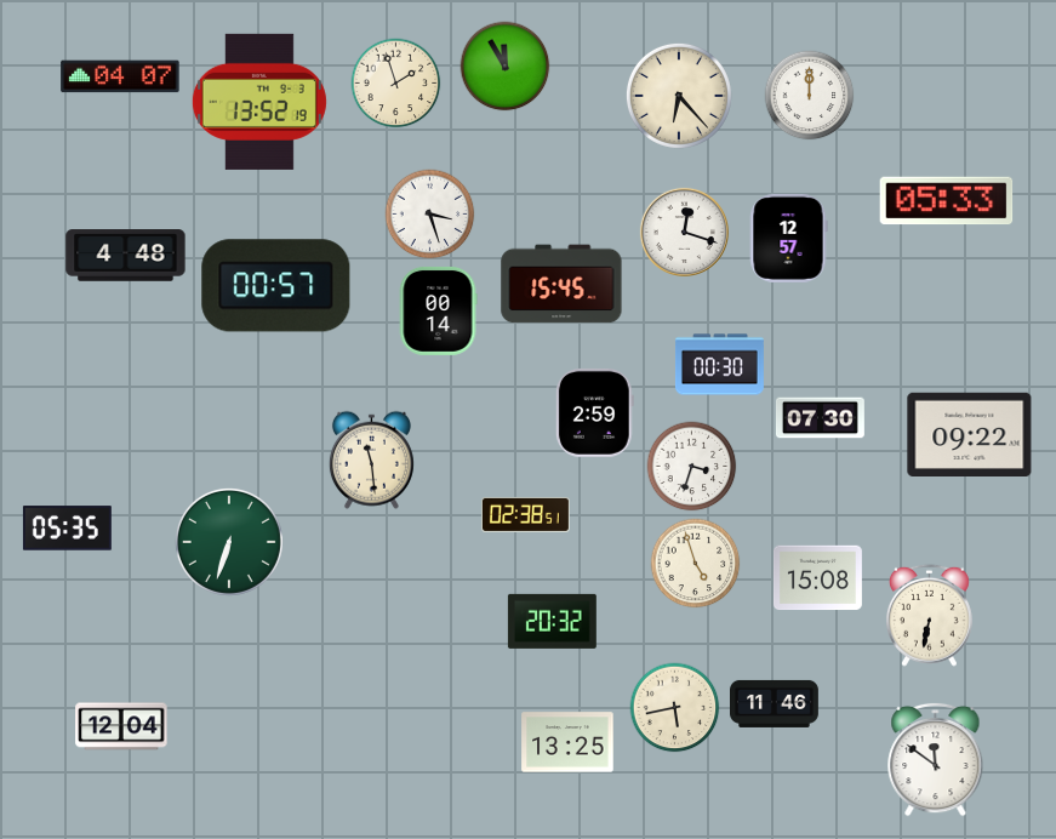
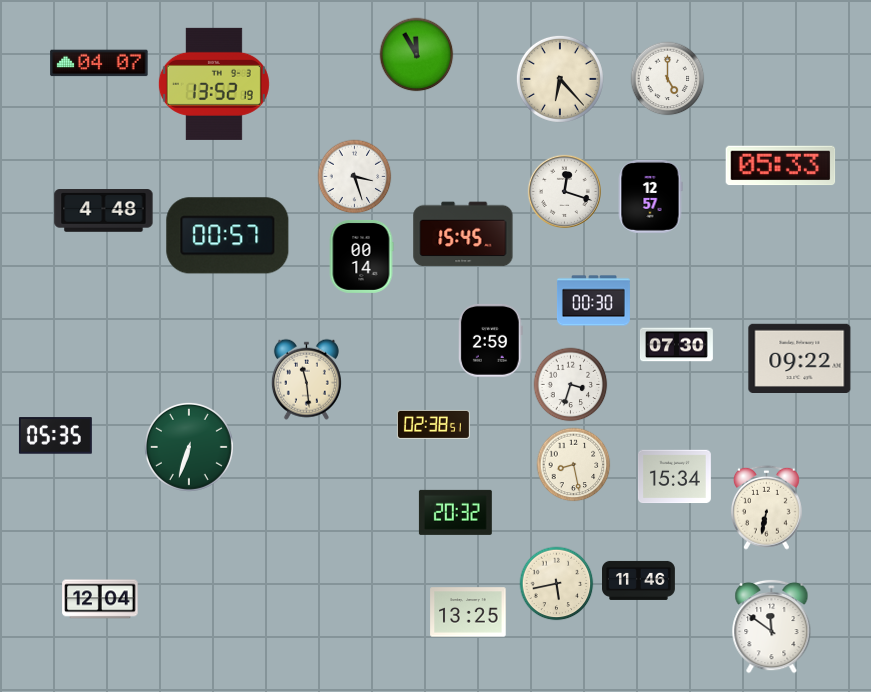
clock at (396, 84): 1:57 -> none
clock at (810, 96): 12:00 -> 5:00
clock at (696, 564): 4:57 -> 8:28
clock at (817, 578): 15:08 -> 15:34
